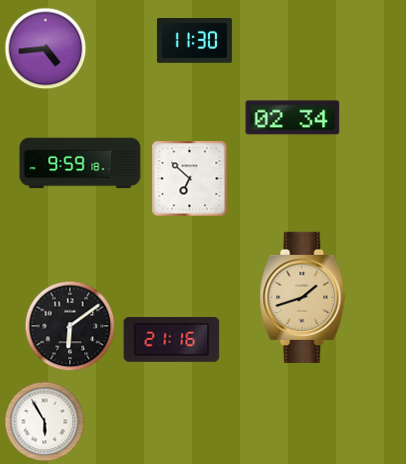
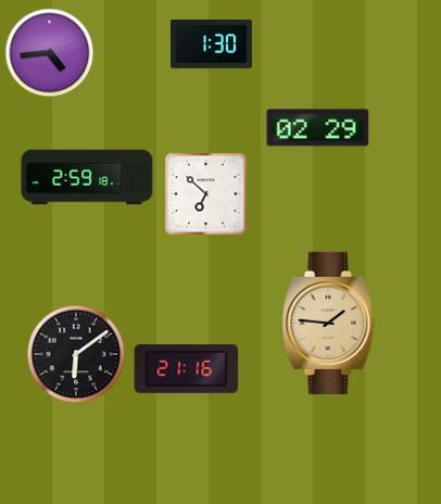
clock at (194, 41): 11:30 -> 1:30
clock at (293, 118): 02:34 -> 02:29
clock at (80, 163): 9:59 -> 2:59
clock at (303, 297): 1:42 -> 1:46
clock at (45, 422): 5:55 -> none
